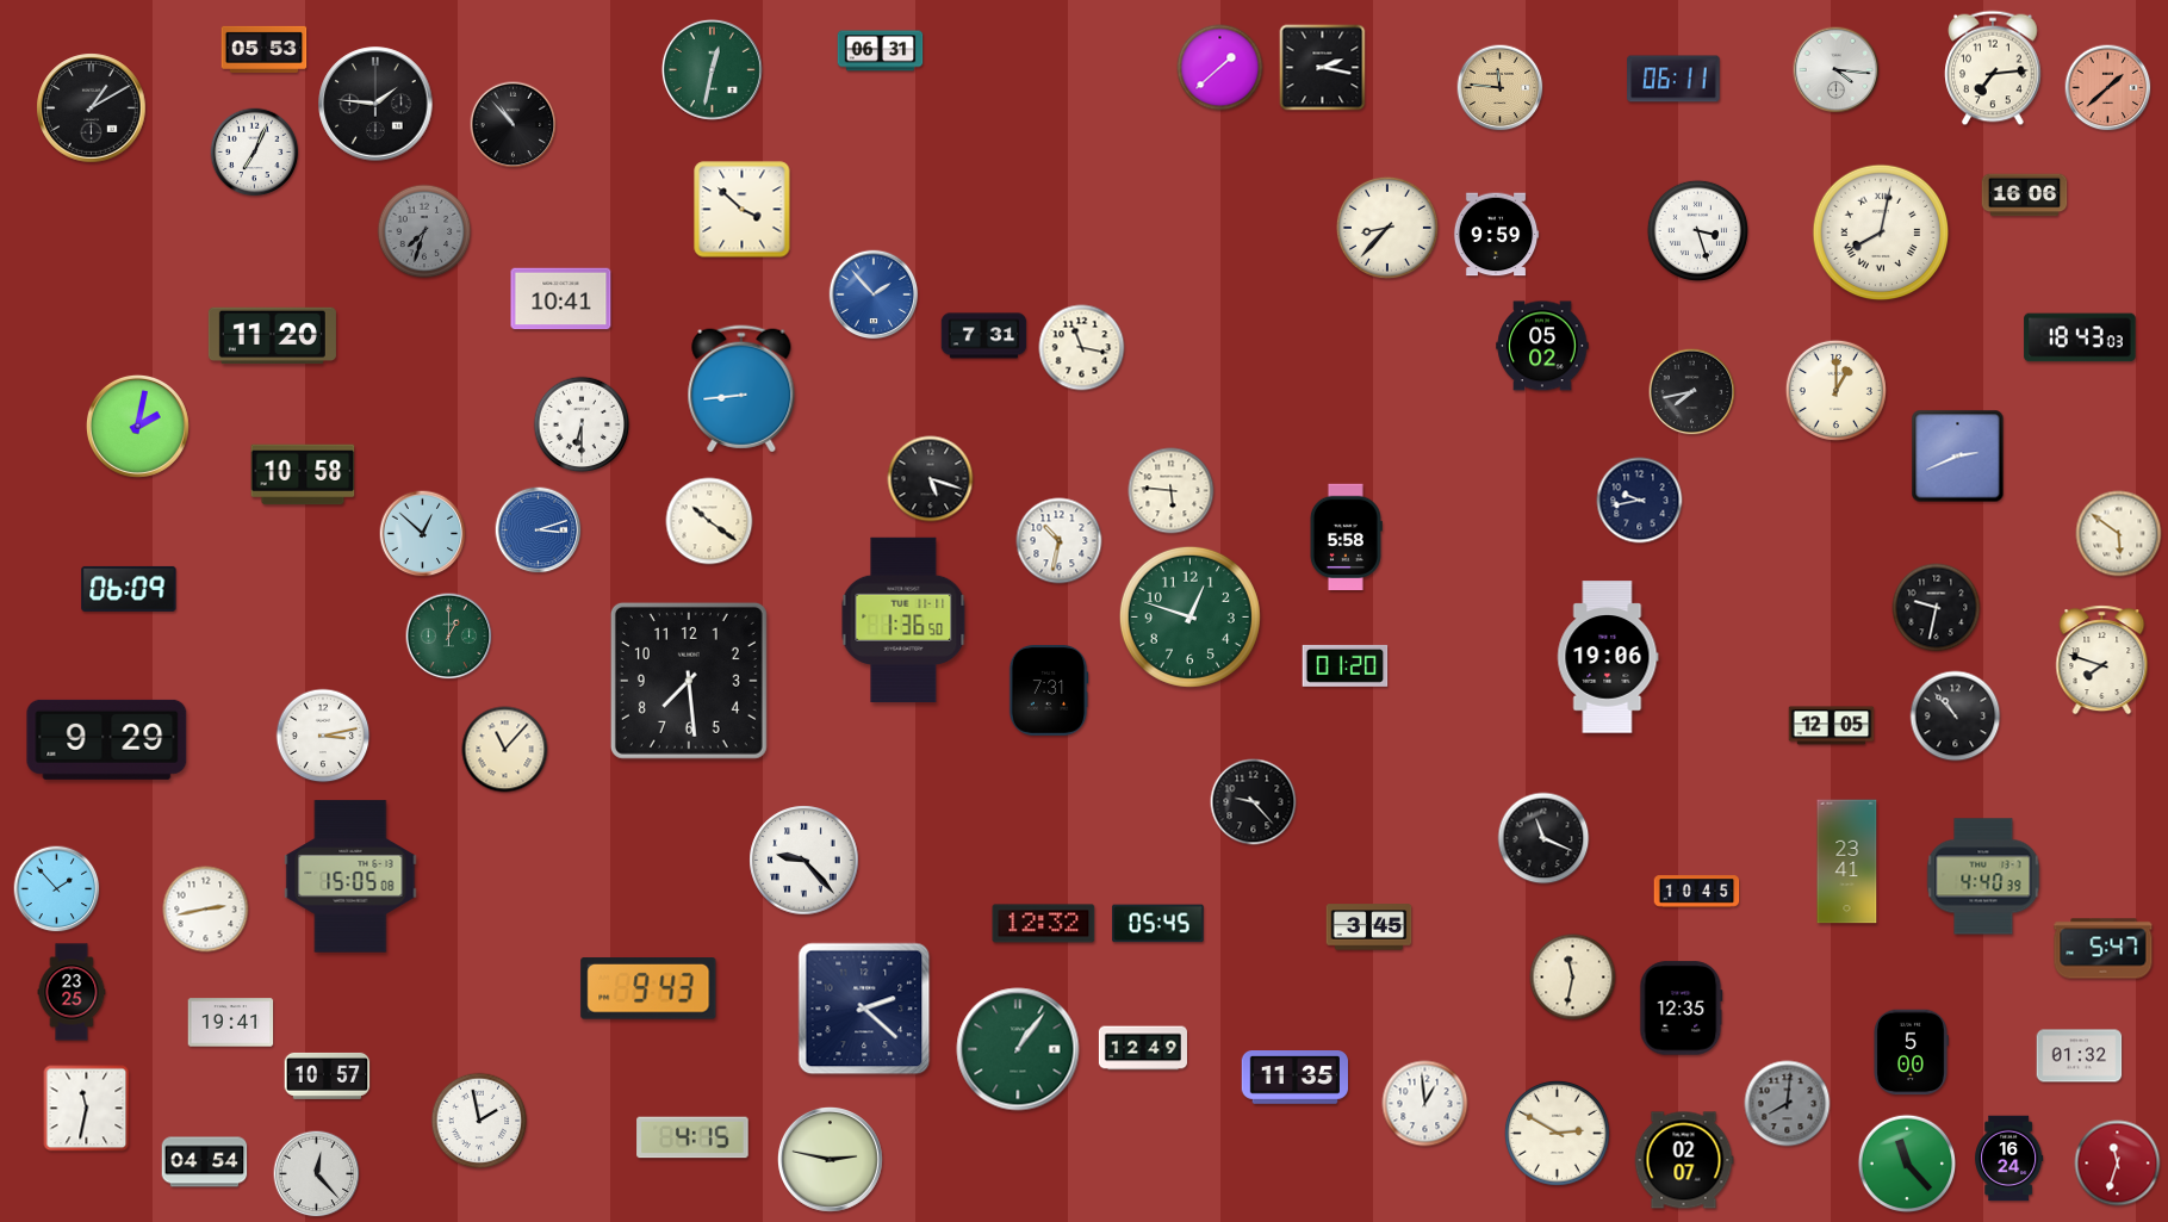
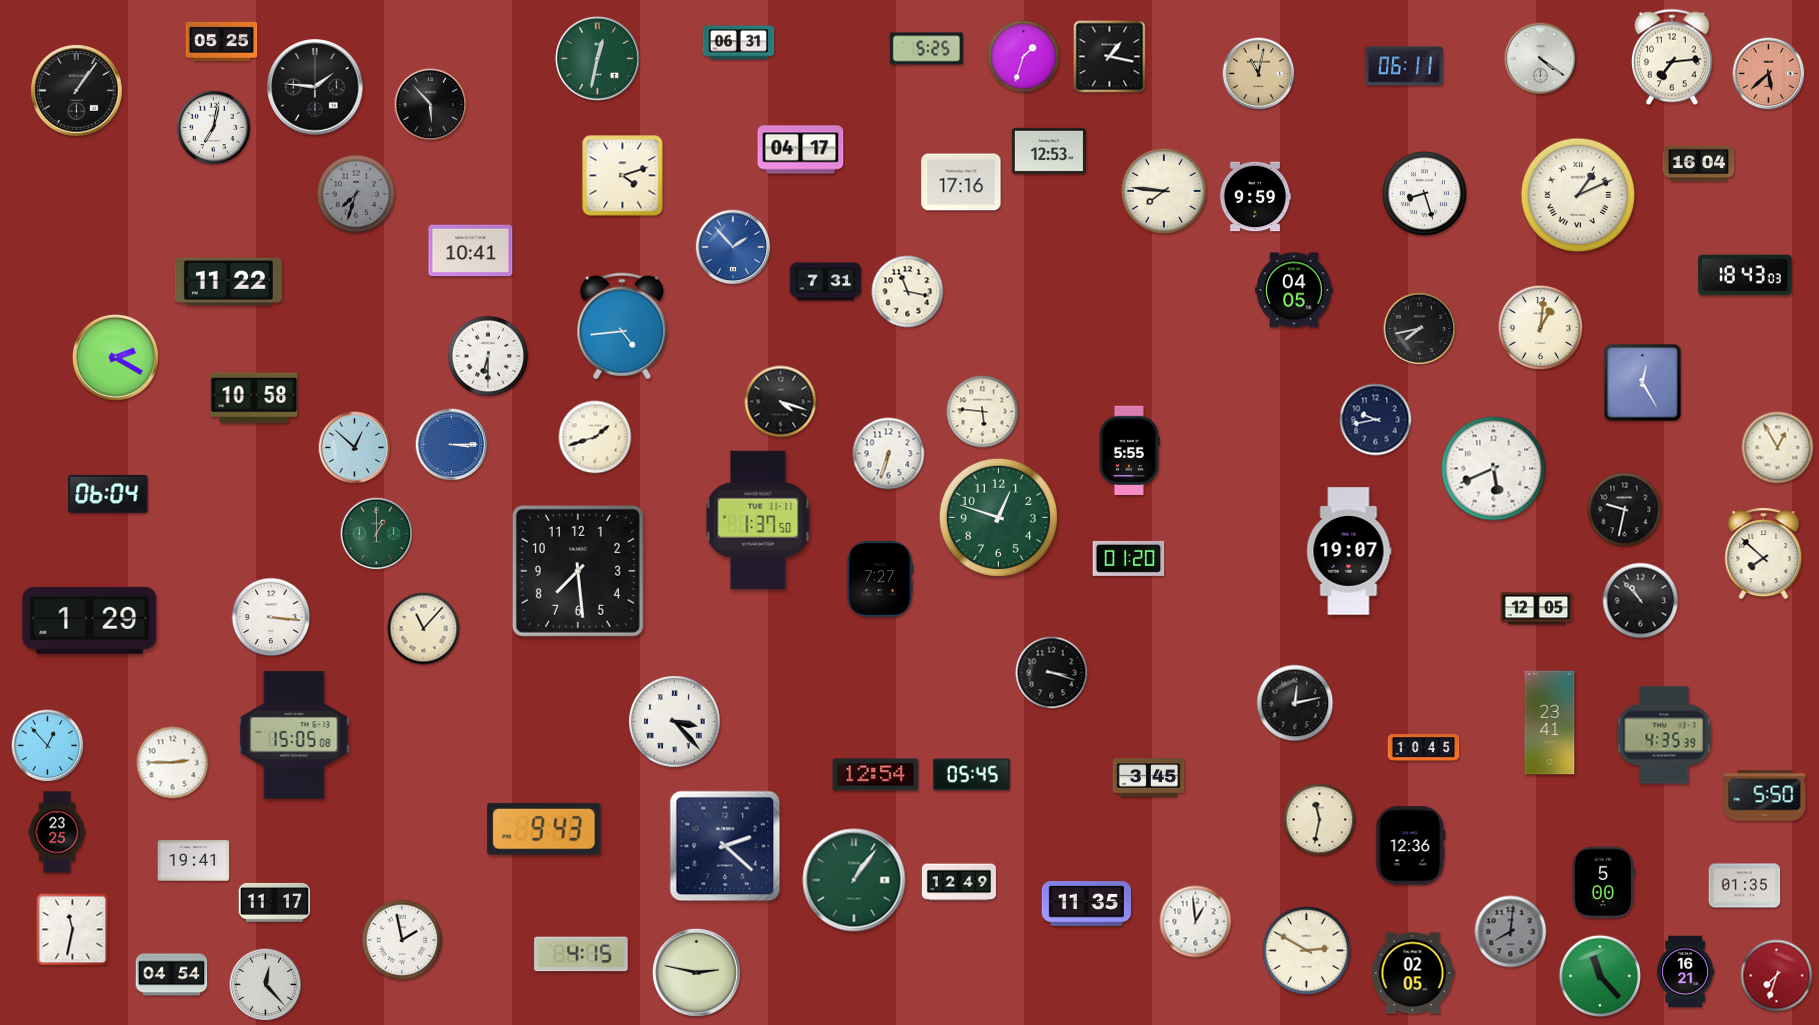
clock at (265, 49): 05:53 -> 05:25
clock at (926, 49): none -> 5:25
clock at (1220, 68): 1:38 -> 1:33
clock at (1323, 68): 2:17 -> 1:17
clock at (1837, 70): 4:16 -> 4:21
clock at (1501, 88): 11:46 -> 11:02
clock at (2108, 88): 1:38 -> 5:38
clock at (92, 108): 1:10 -> 1:06
clock at (514, 125): 10:53 -> 5:53
clock at (255, 153): 7:04 -> 7:02
clock at (801, 150): none -> 04:17
clock at (1049, 151): none -> 12:53
clock at (2025, 196): 16:06 -> 16:04
clock at (743, 210): 3:52 -> 4:12
clock at (961, 182): none -> 17:16
clock at (1387, 228): 8:37 -> 7:46
clock at (1697, 230): 3:27 -> 8:27
clock at (1881, 232): 8:02 -> 1:11
clock at (272, 336): 11:20 -> 11:22
clock at (2080, 337) position: (2080, 337) -> (1745, 275)
clock at (1542, 346): 05:02 -> 04:05
clock at (741, 389): 8:44 -> 4:44
clock at (1835, 390): 1:00 -> 1:01
clock at (137, 426): 2:02 -> 2:20
clock at (1958, 457): 2:41 -> 12:25
clock at (931, 479): 5:18 -> 4:18
clock at (709, 521): 10:21 -> 1:42
clock at (539, 531): 3:12 -> 3:15
clock at (2119, 534): 5:51 -> 12:55
clock at (1346, 536): 5:58 -> 5:55
clock at (1060, 541): 10:32 -> 6:33
clock at (1494, 469): none -> 5:41
clock at (129, 589): 06:09 -> 06:04
clock at (903, 620): 1:36 -> 1:37
clock at (1608, 657): 19:06 -> 19:07
clock at (2102, 660): 7:48 -> 7:52
clock at (1049, 691): 7:31 -> 7:27
clock at (323, 736): 3:13 -> 3:16
clock at (107, 739): 9:29 -> 1:29
clock at (1254, 802): 9:23 -> 3:18
clock at (1543, 838): 11:19 -> 12:13
clock at (805, 861): 9:23 -> 3:23
clock at (1983, 876): 4:40 -> 4:35
clock at (57, 889): 1:53 -> 12:53
clock at (206, 910): 2:43 -> 2:45
clock at (1044, 924): 12:32 -> 12:54
clock at (2104, 949): 5:47 -> 5:50
clock at (72, 992) position: (72, 992) -> (57, 832)
clock at (1682, 1009): 12:35 -> 12:36
clock at (231, 1023) position: (231, 1023) -> (194, 861)
clock at (1143, 1048) position: (1143, 1048) -> (959, 882)
clock at (2080, 1056): 01:32 -> 01:35
clock at (328, 1075): 10:57 -> 11:17
clock at (1425, 1104) position: (1425, 1104) -> (1196, 922)
clock at (1788, 1104) position: (1788, 1104) -> (1511, 932)
clock at (2009, 1159): 16:24 -> 16:21
clock at (1684, 1160): 02:07 -> 02:05
clock at (2118, 1164): 11:33 -> 7:33
